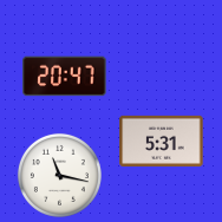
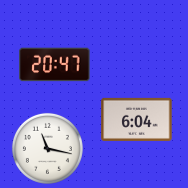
clock at (162, 141): 5:31 -> 6:04
clock at (59, 175) position: (59, 175) -> (47, 148)
